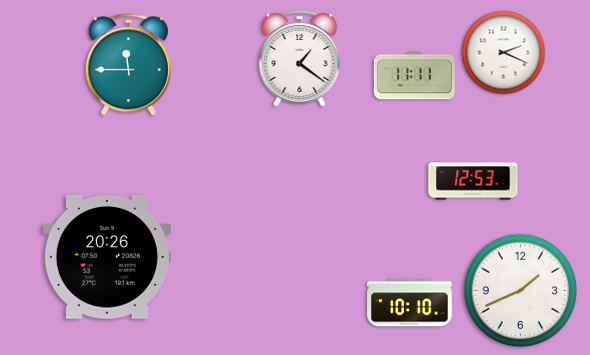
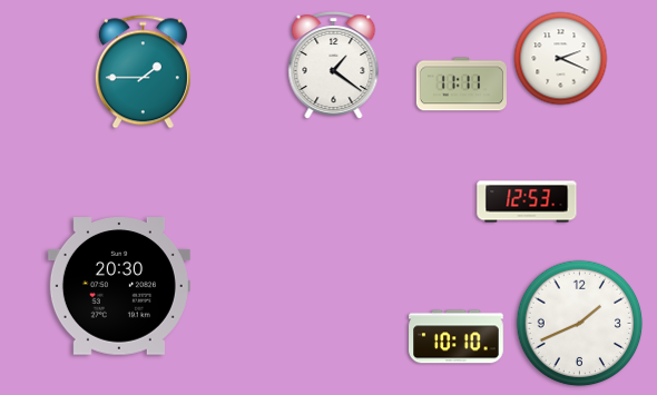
clock at (128, 65): 11:45 -> 1:45
clock at (107, 257): 20:26 -> 20:30
